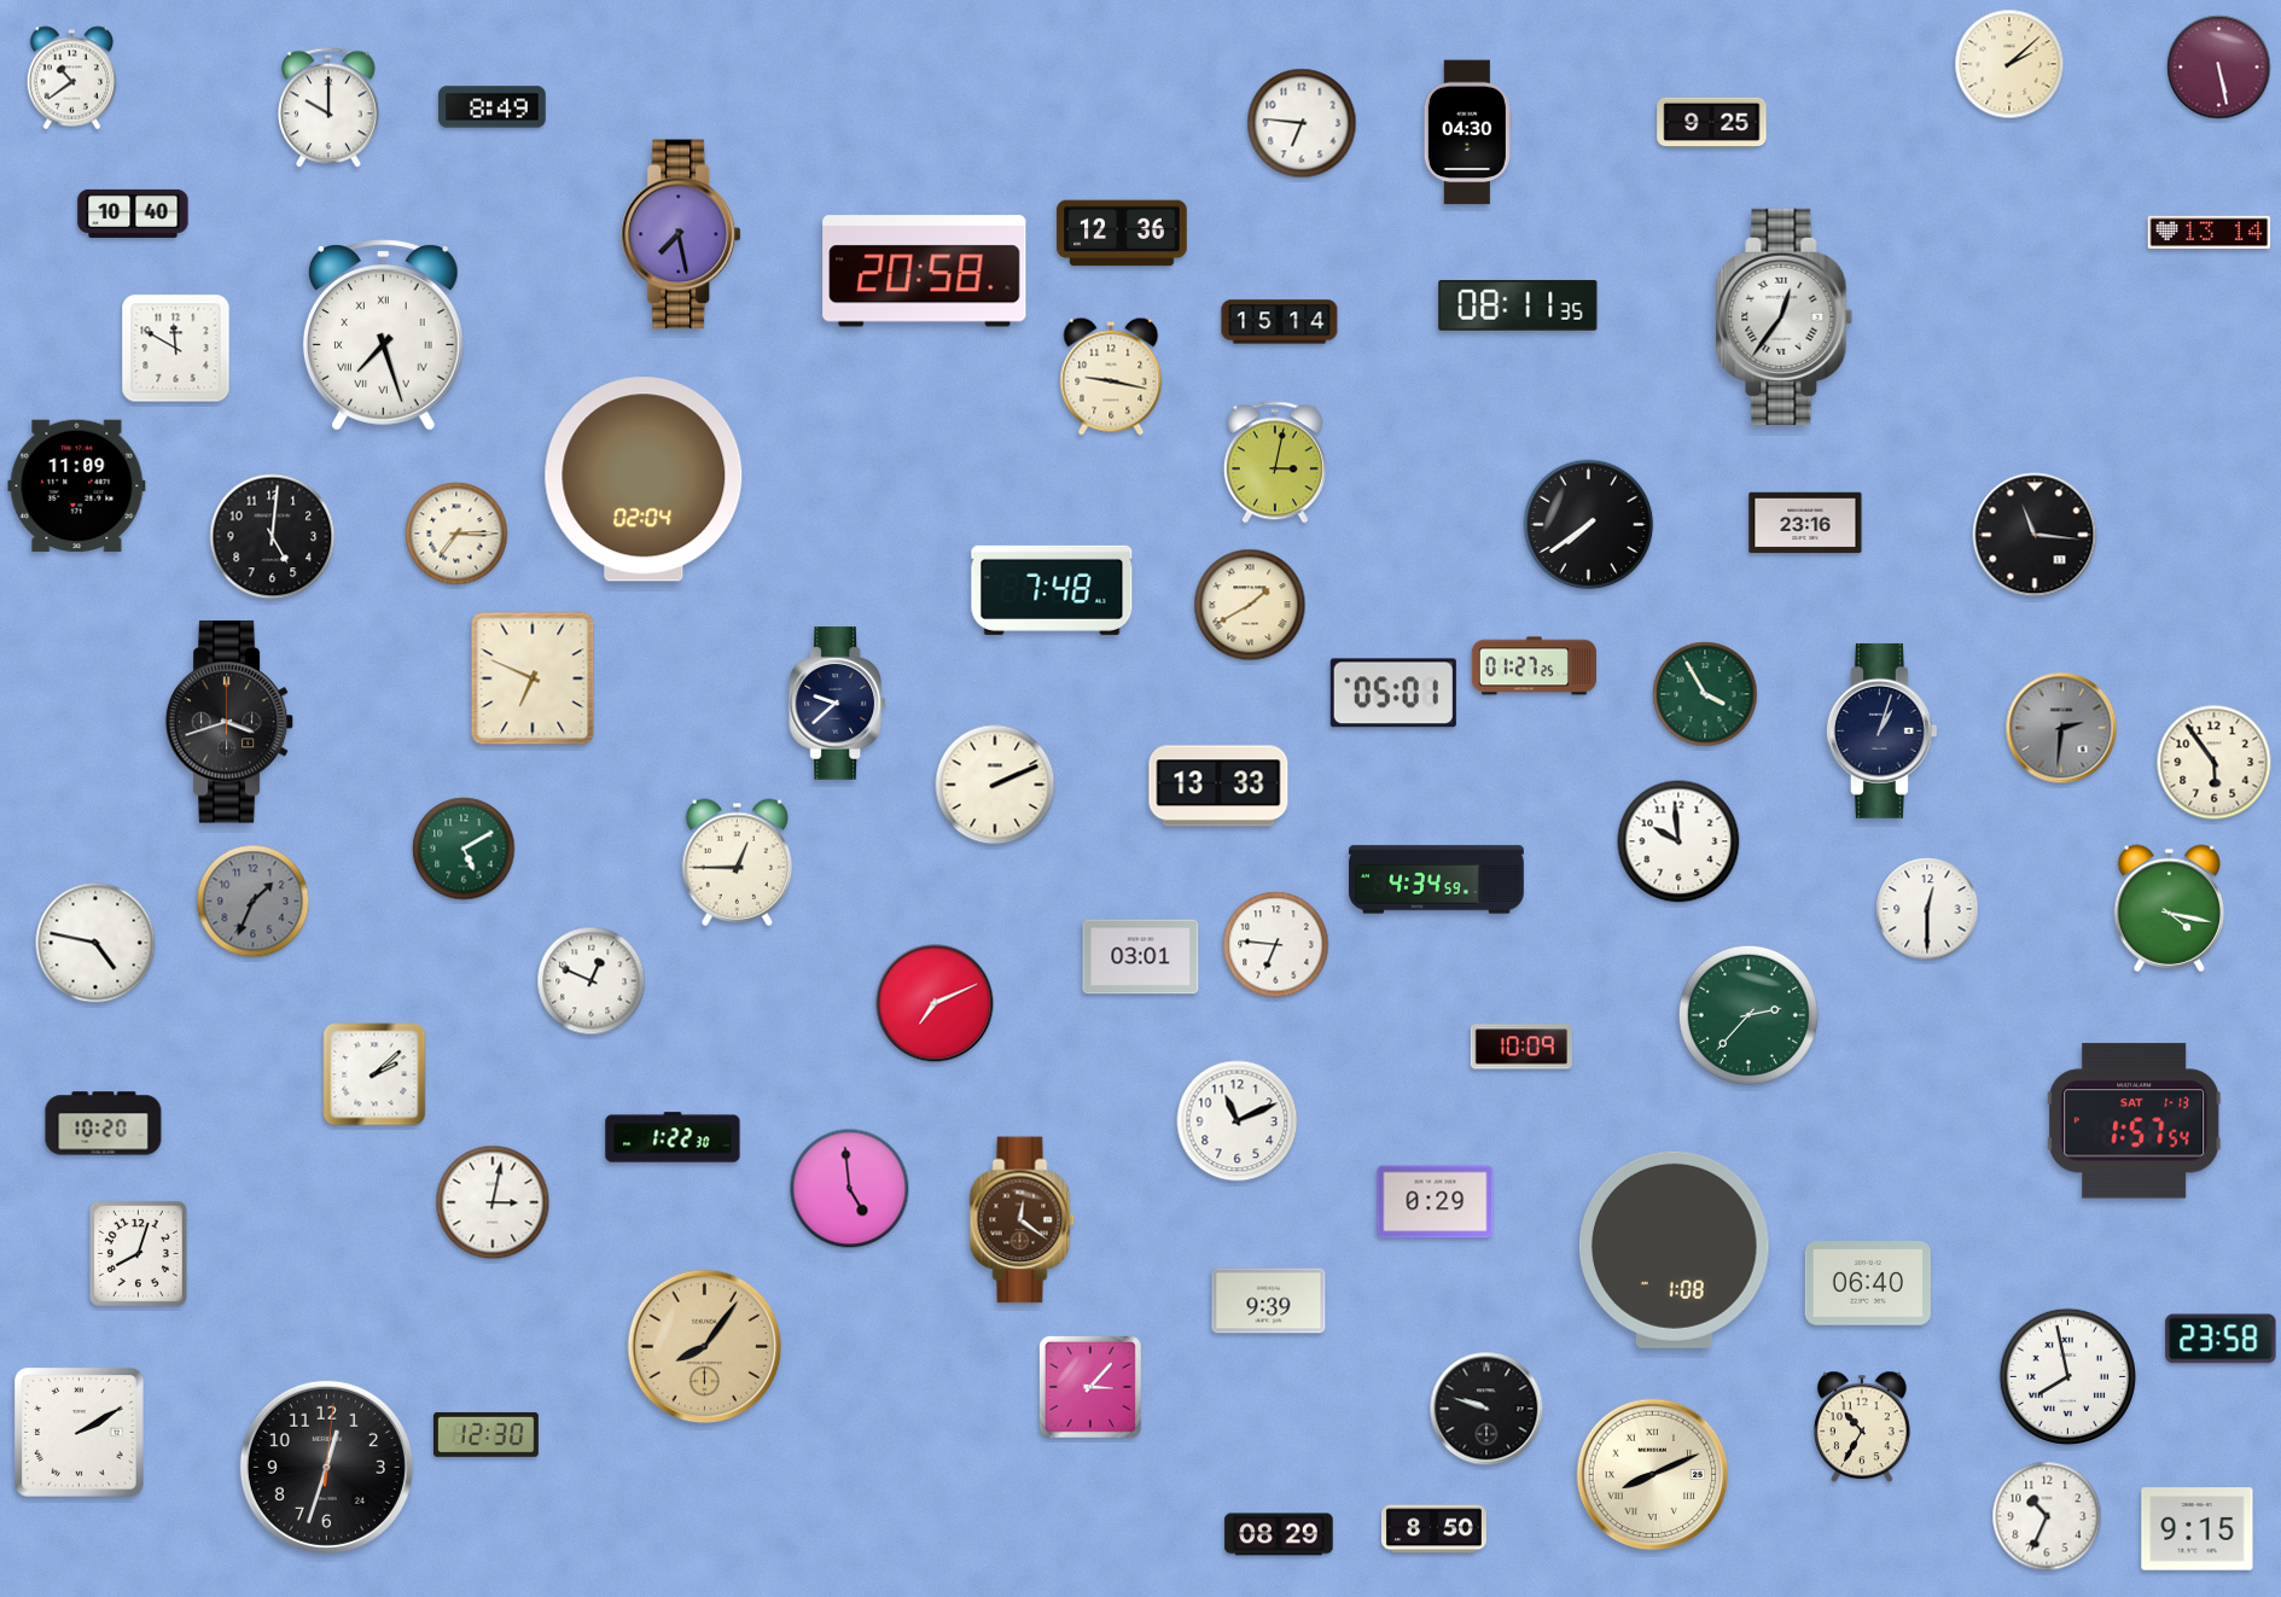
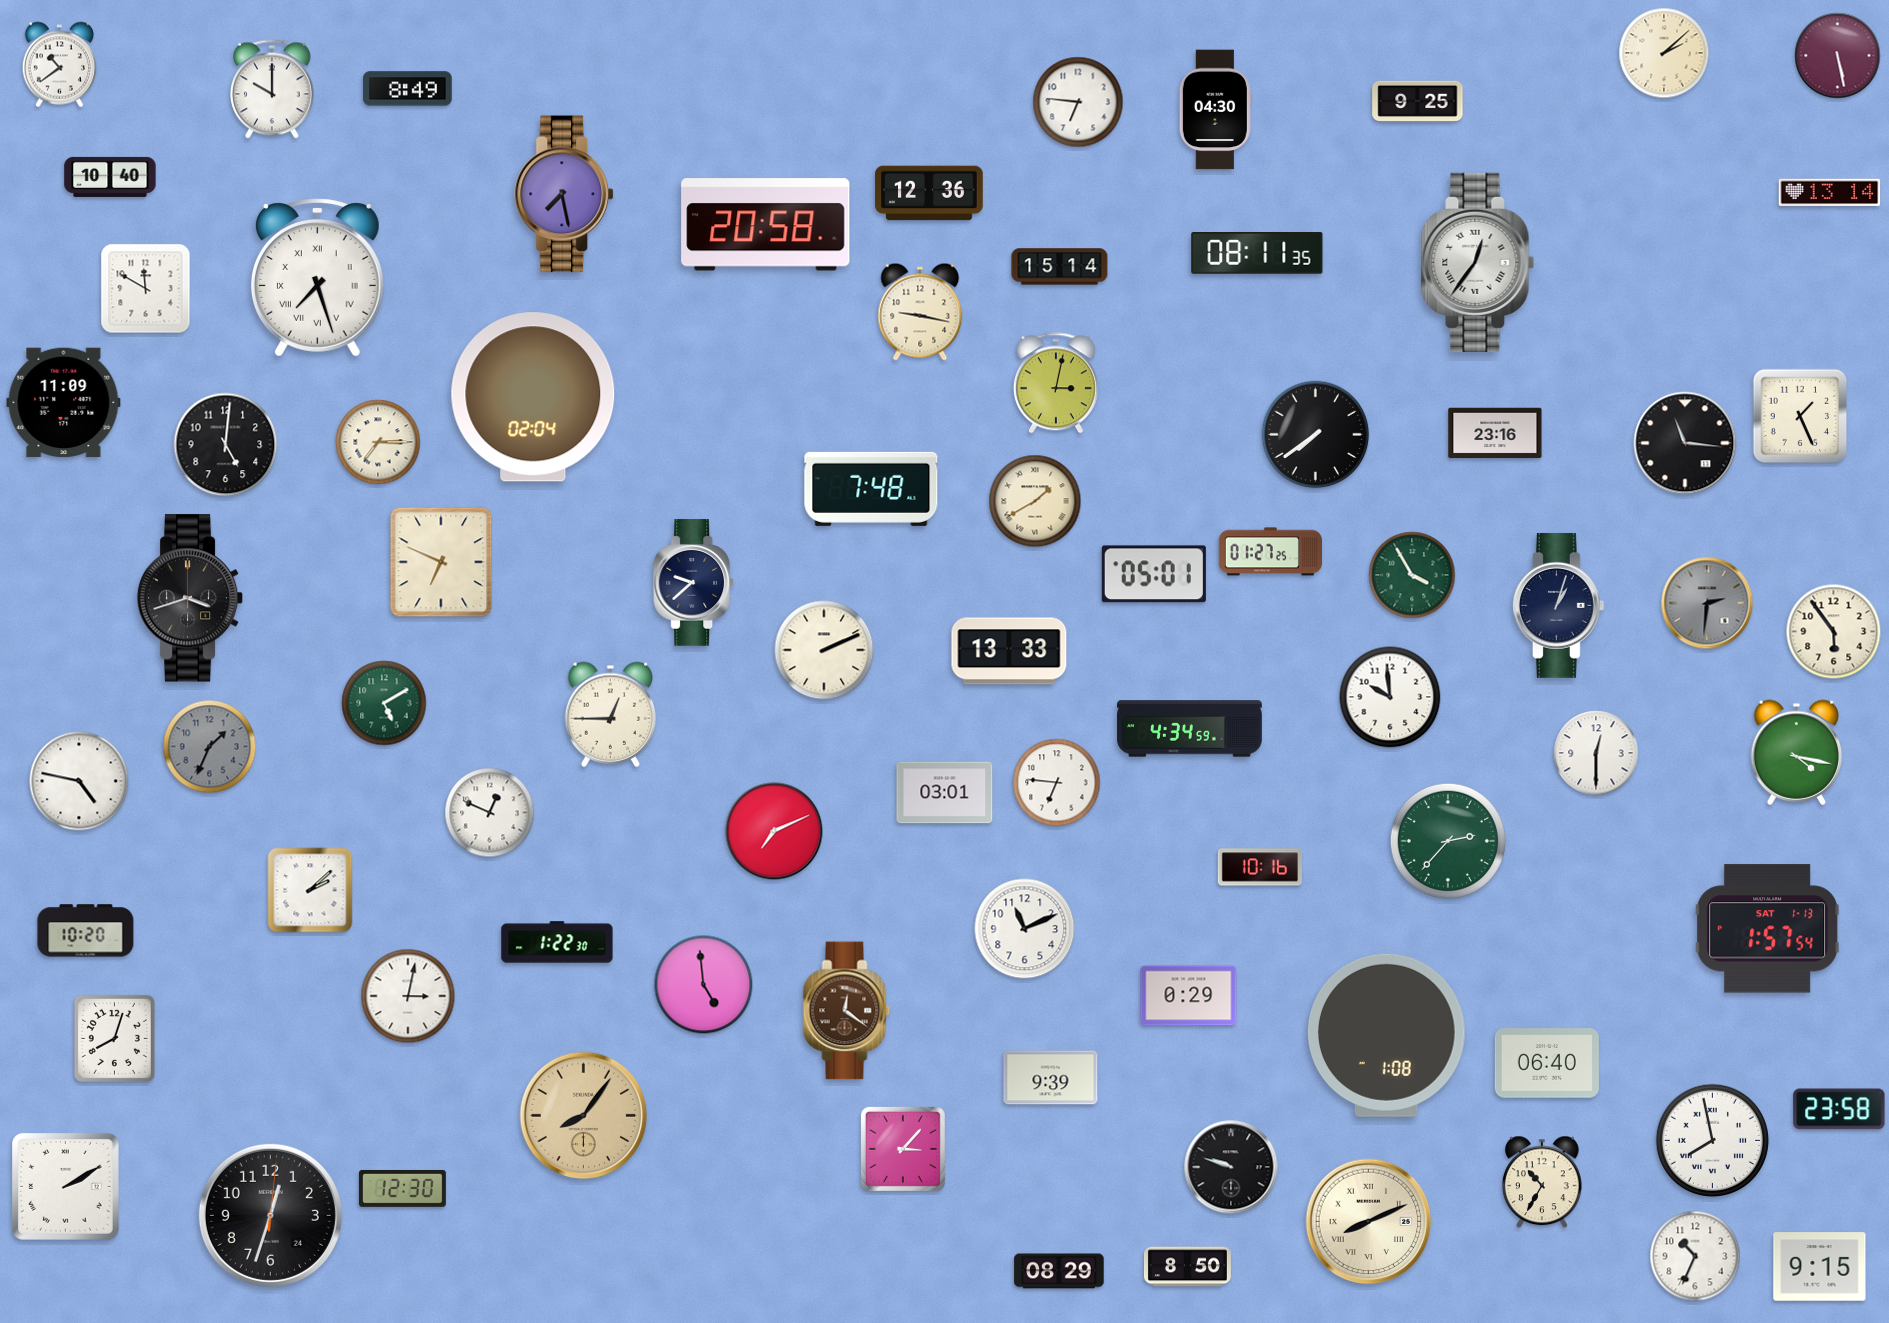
clock at (1800, 416): none -> 1:26
clock at (1521, 1047): 10:09 -> 10:16
